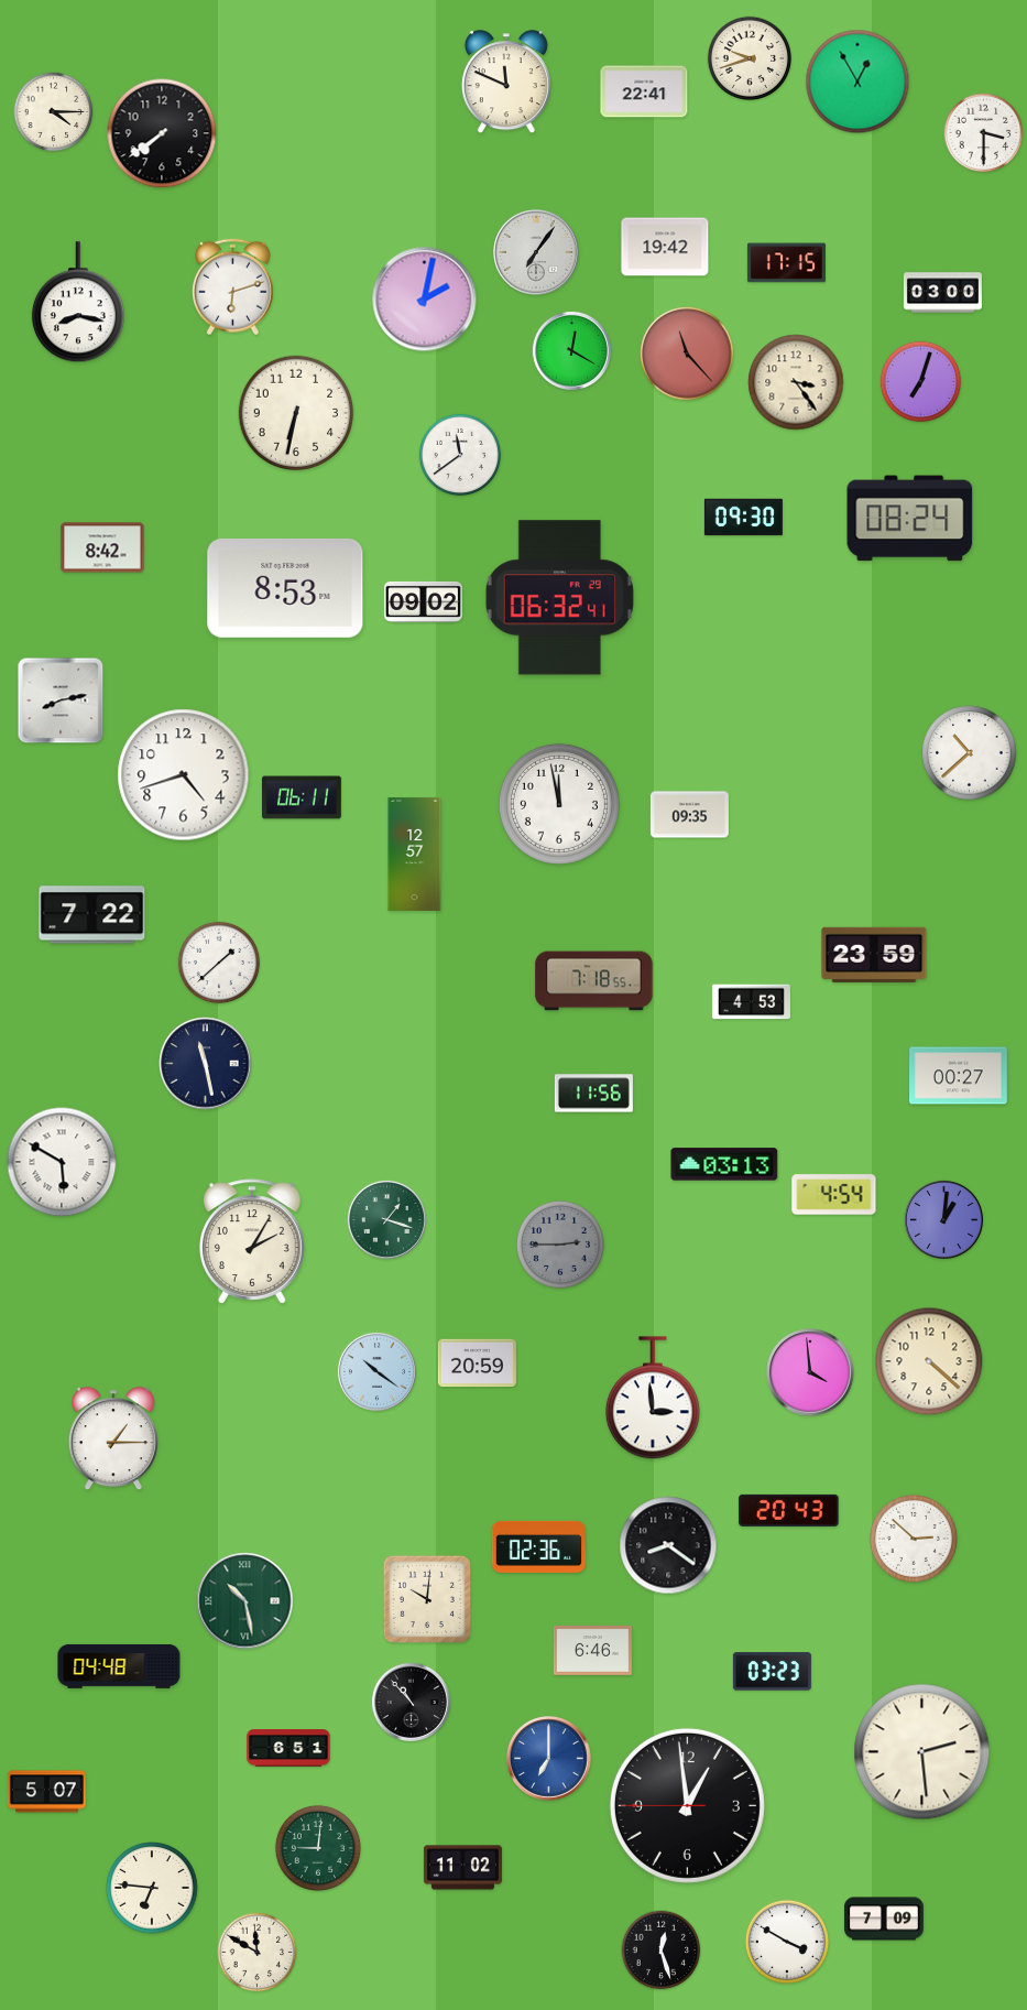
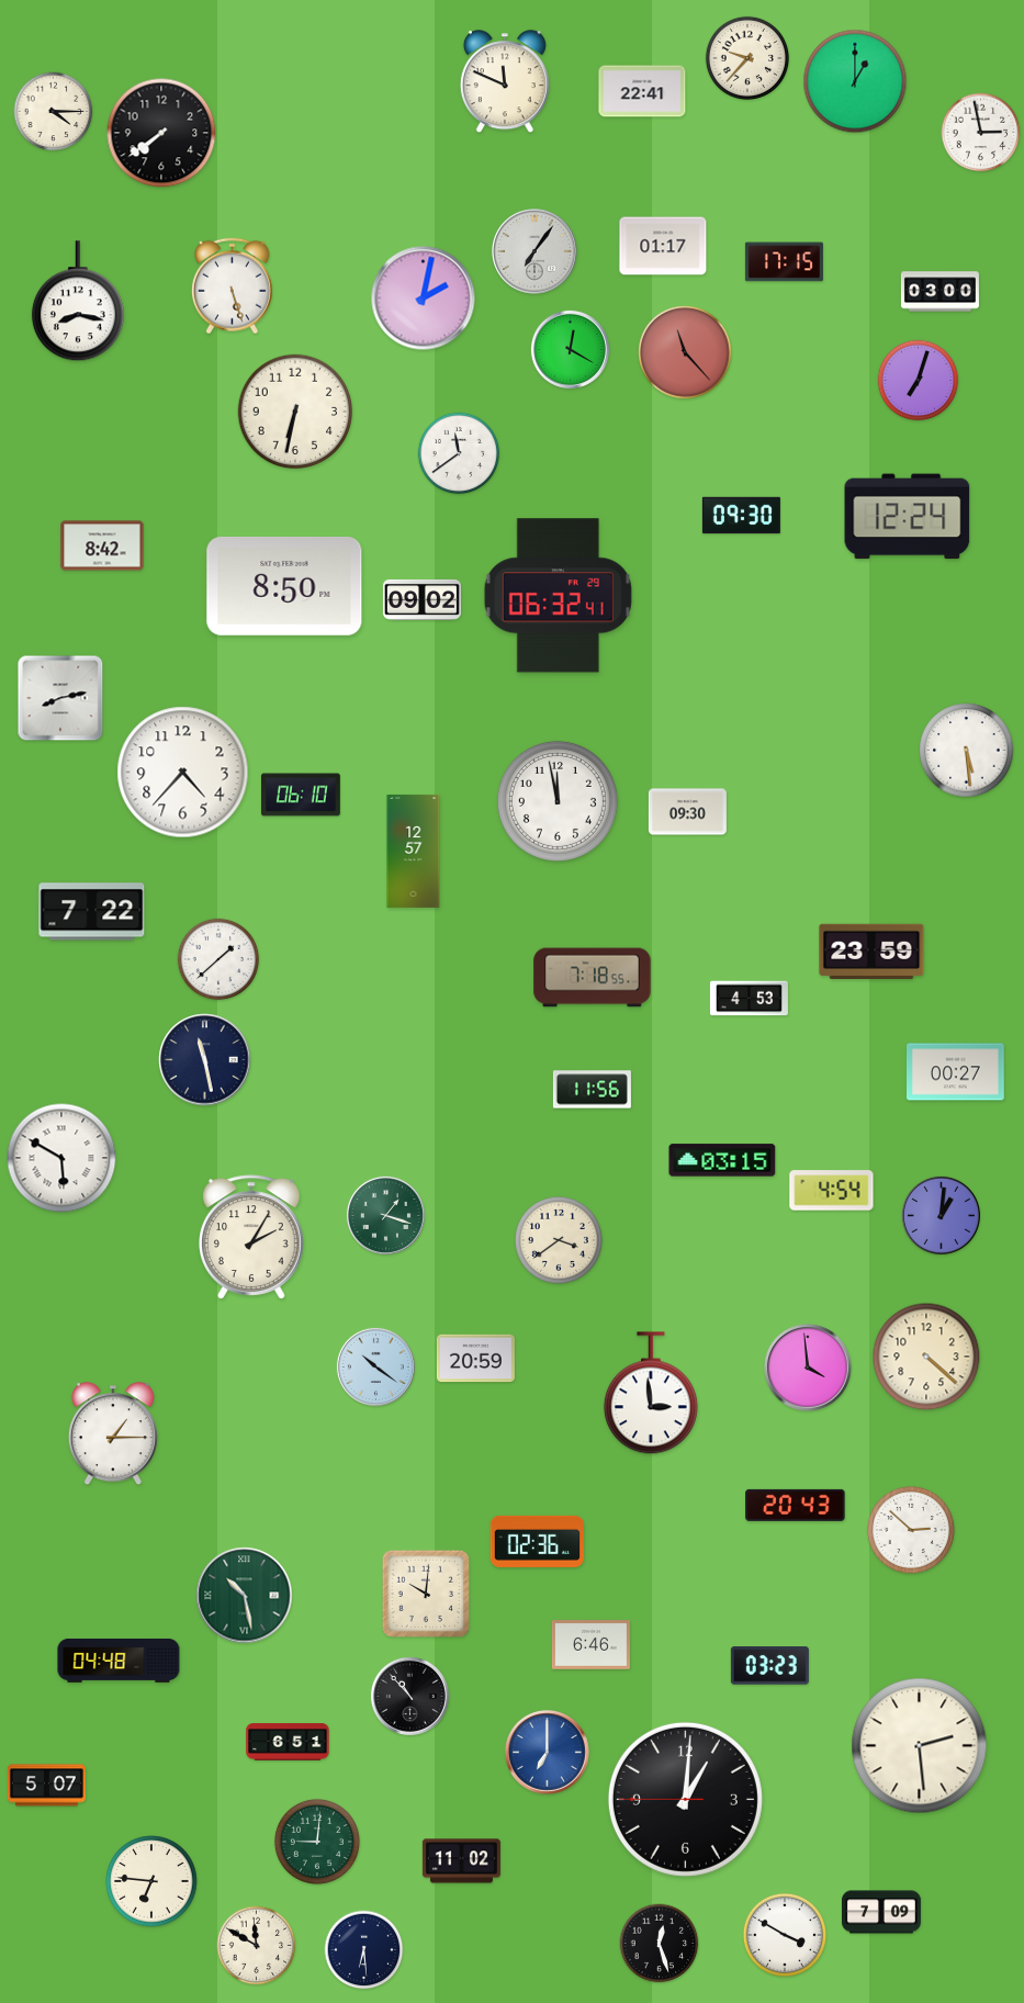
clock at (749, 57): 9:42 -> 9:37
clock at (857, 82): 12:55 -> 1:00
clock at (984, 133): 3:30 -> 2:58
clock at (665, 247): 19:42 -> 01:17
clock at (232, 287): 6:12 -> 5:27
clock at (796, 382): 3:24 -> none
clock at (910, 519): 08:24 -> 12:24
clock at (285, 588): 8:53 -> 8:50
clock at (970, 753): 10:38 -> 5:29
clock at (184, 775): 4:42 -> 4:37
clock at (302, 797): 06:11 -> 06:10
clock at (689, 815): 09:35 -> 09:30
clock at (724, 1164): 03:13 -> 03:15
clock at (560, 1245): 2:45 -> 3:39
clock at (560, 1245) dial: grey -> cream
clock at (789, 1510) position: (789, 1510) -> (796, 1505)
clock at (914, 1539) position: (914, 1539) -> (911, 1530)
clock at (668, 1545): 8:21 -> none
clock at (687, 1805): 12:58 -> 1:00
clock at (364, 1950): none -> 6:29
